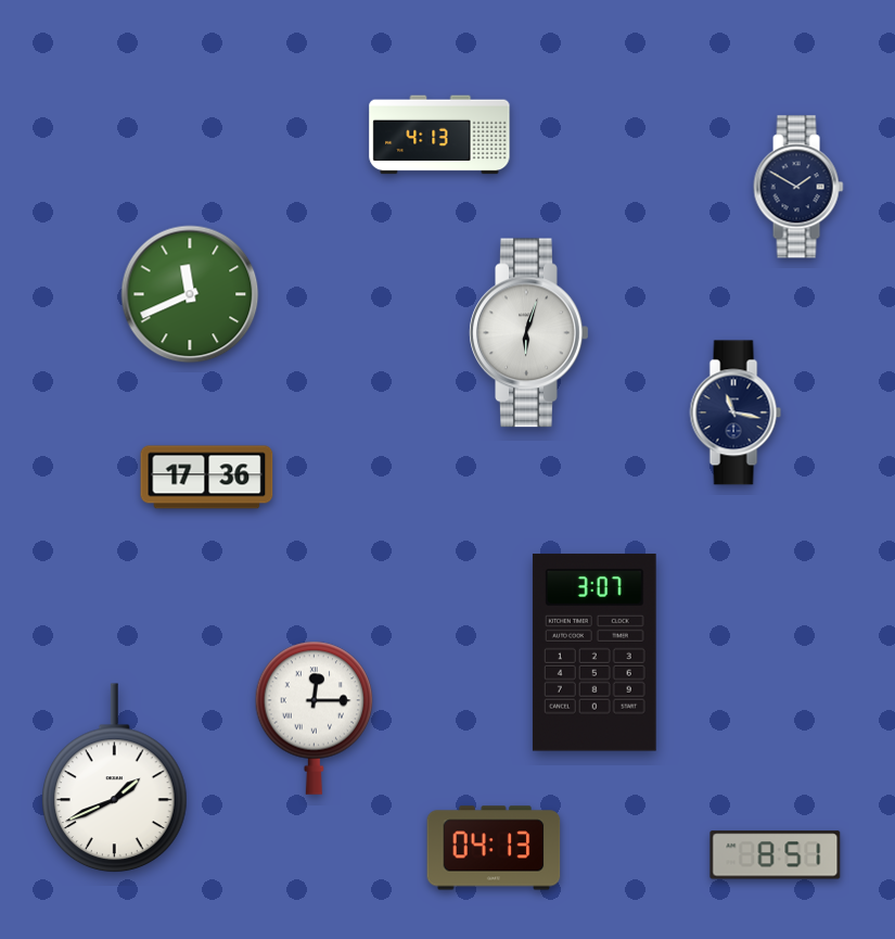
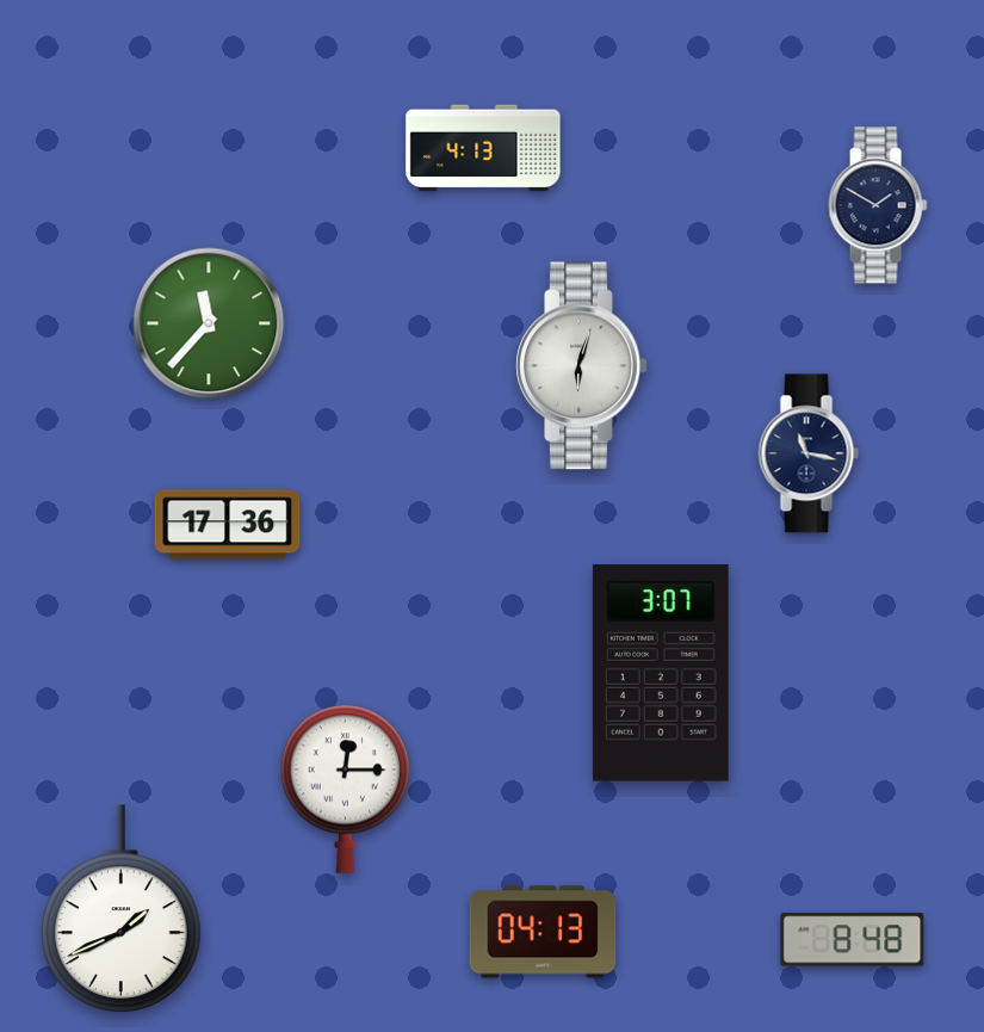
clock at (190, 294): 11:41 -> 11:37
clock at (594, 652) position: (594, 652) -> (661, 673)
clock at (115, 778) position: (115, 778) -> (122, 909)
clock at (776, 855): 8:51 -> 8:48
